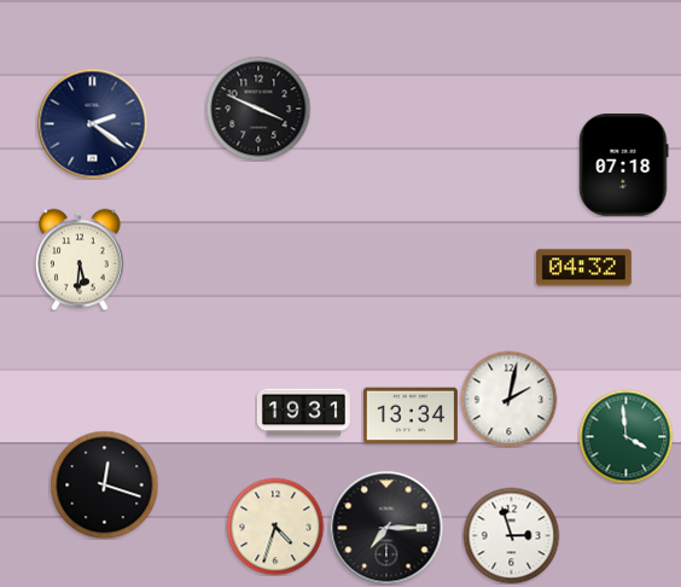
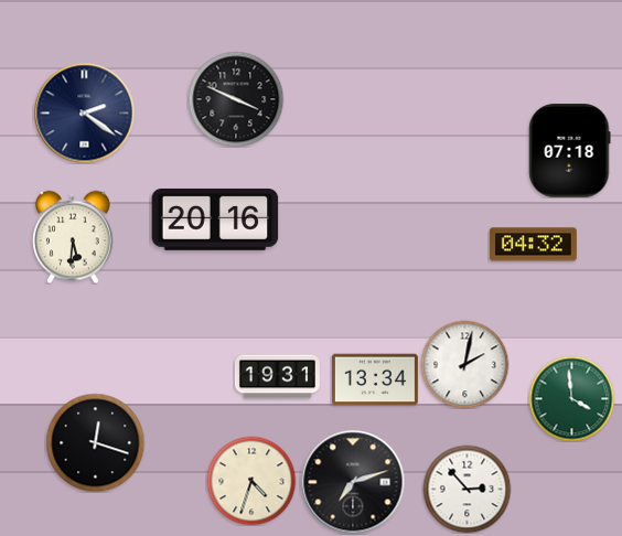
clock at (215, 219): none -> 20:16
clock at (386, 528): 7:15 -> 7:12
clock at (511, 535): 2:57 -> 2:53
